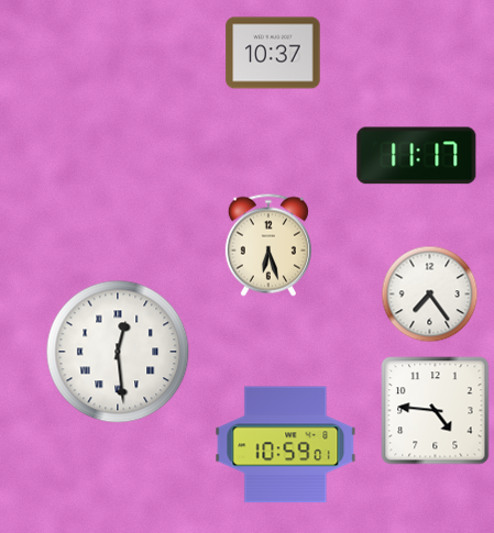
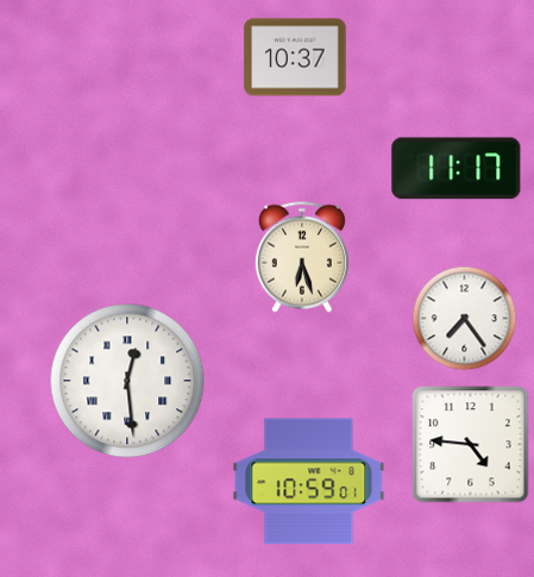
clock at (417, 156) position: (417, 156) -> (457, 169)
clock at (268, 245) position: (268, 245) -> (302, 257)
